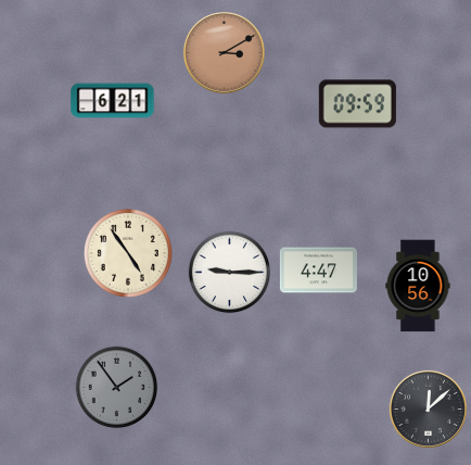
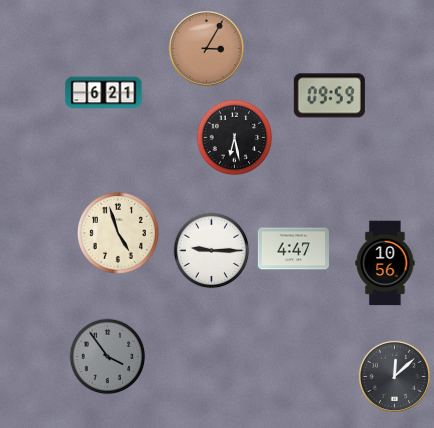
clock at (224, 52): 3:10 -> 3:05
clock at (235, 138): none -> 6:28
clock at (128, 253): 4:54 -> 4:57
clock at (117, 388): 1:54 -> 3:54
